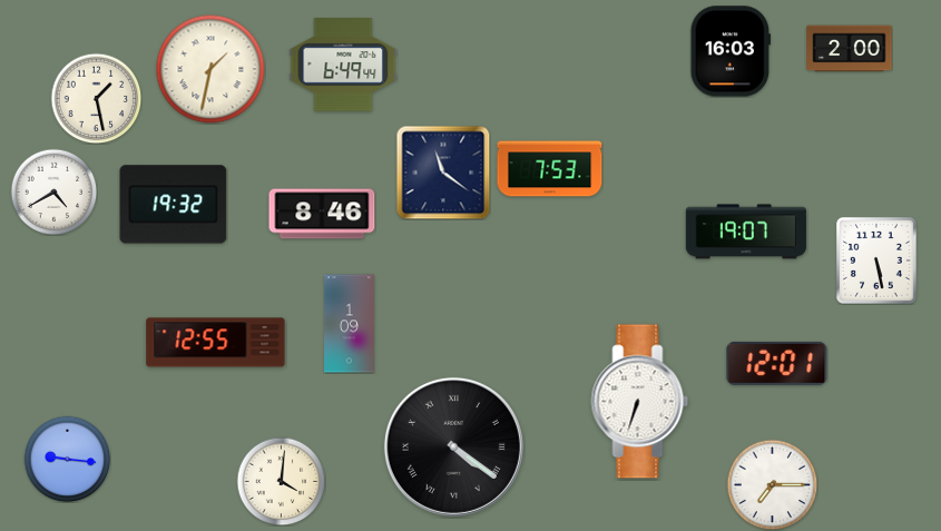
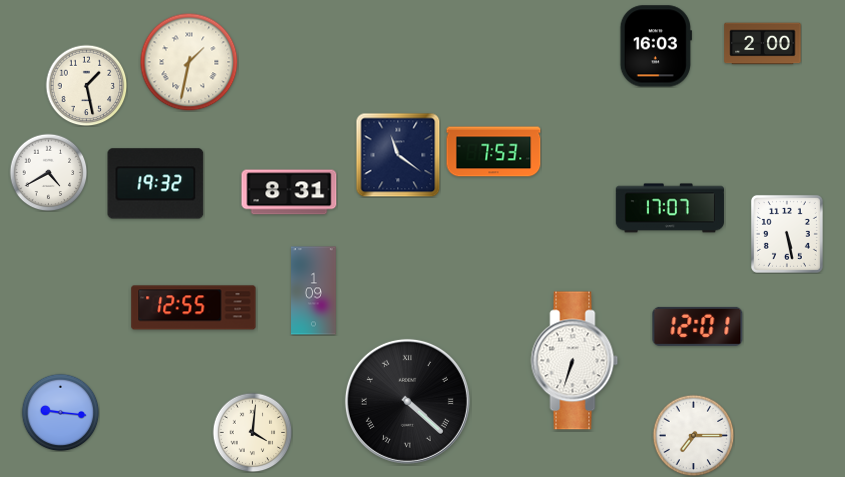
clock at (343, 66): 6:49 -> none
clock at (96, 98) position: (96, 98) -> (86, 85)
clock at (322, 214): 8:46 -> 8:31
clock at (746, 232): 19:07 -> 17:07
clock at (453, 446): 4:21 -> 4:22
